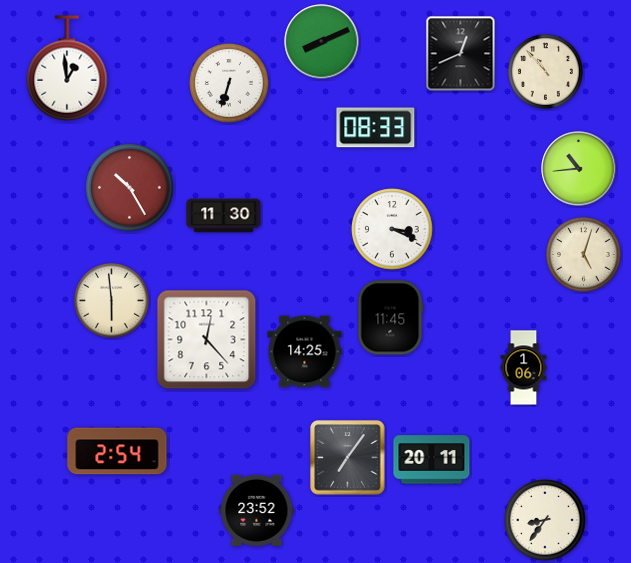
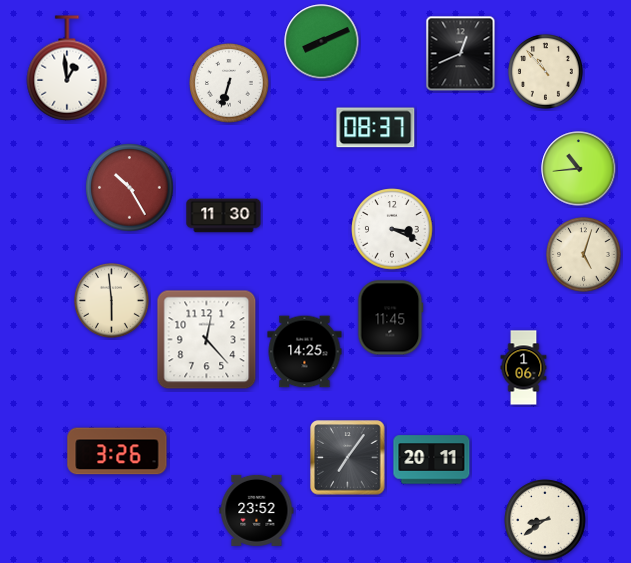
clock at (376, 128): 08:33 -> 08:37
clock at (117, 451): 2:54 -> 3:26
clock at (545, 520): 8:36 -> 8:39
